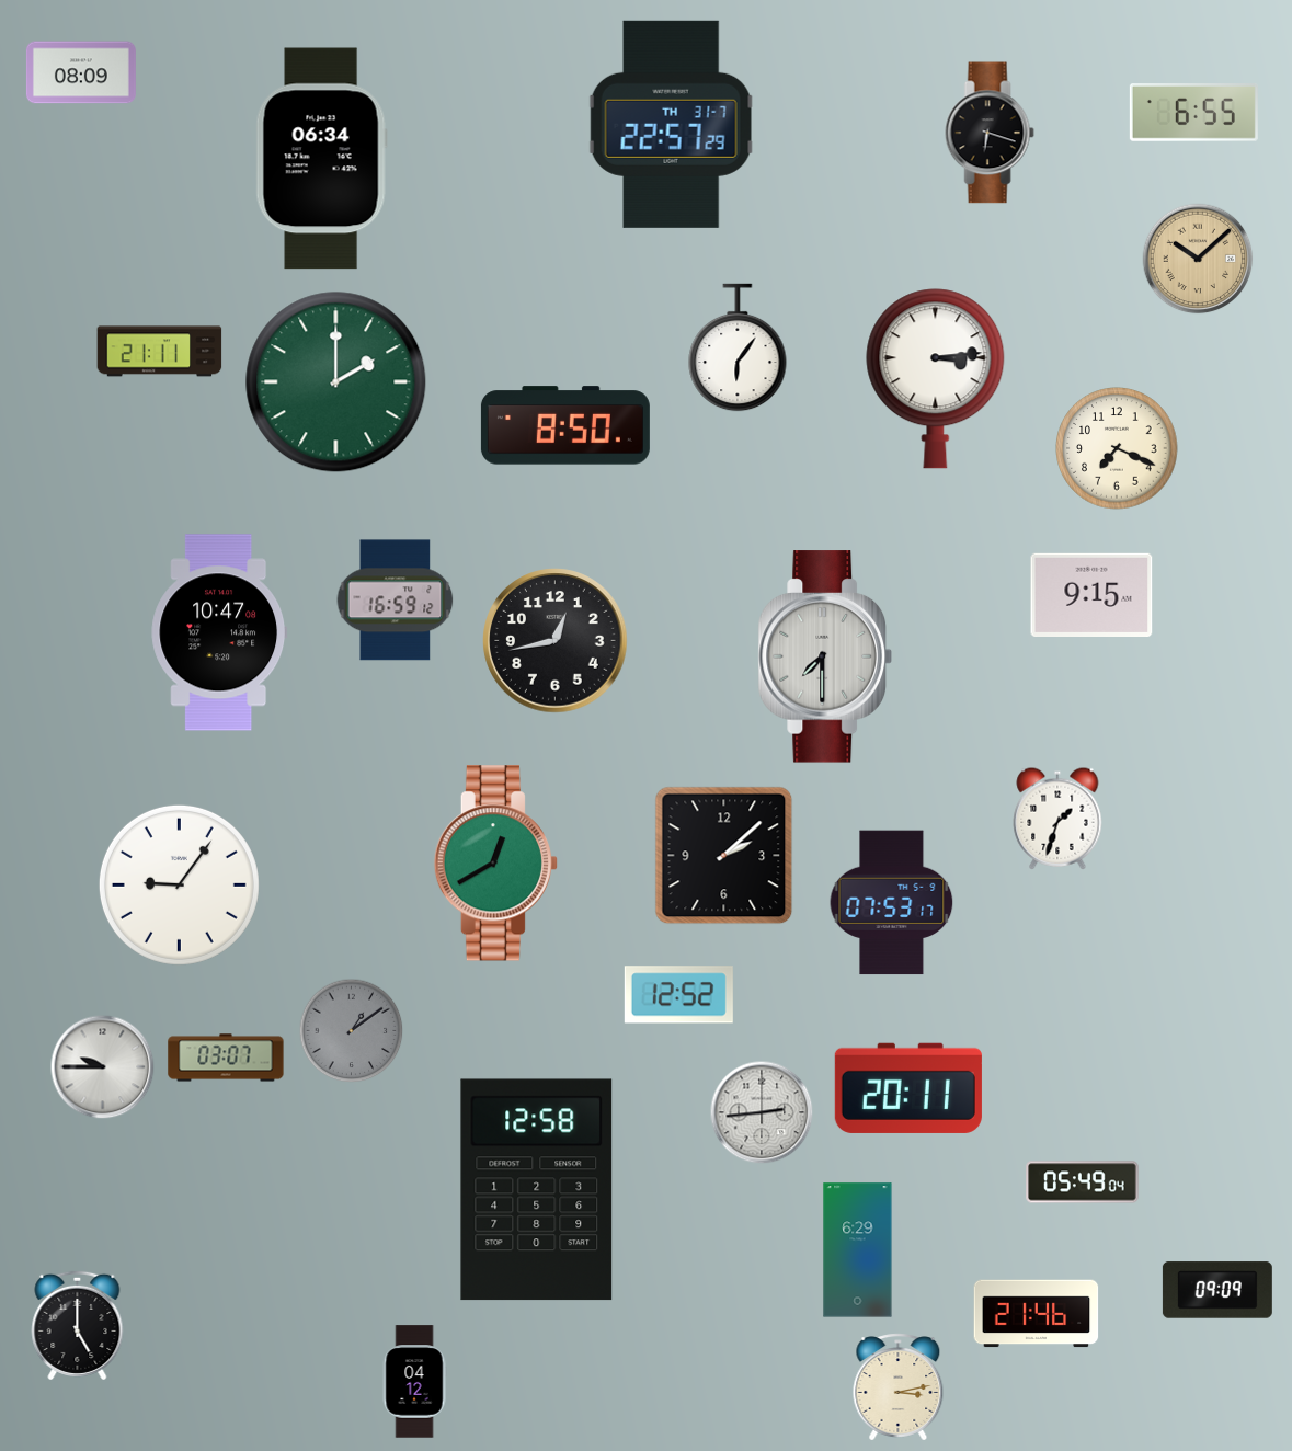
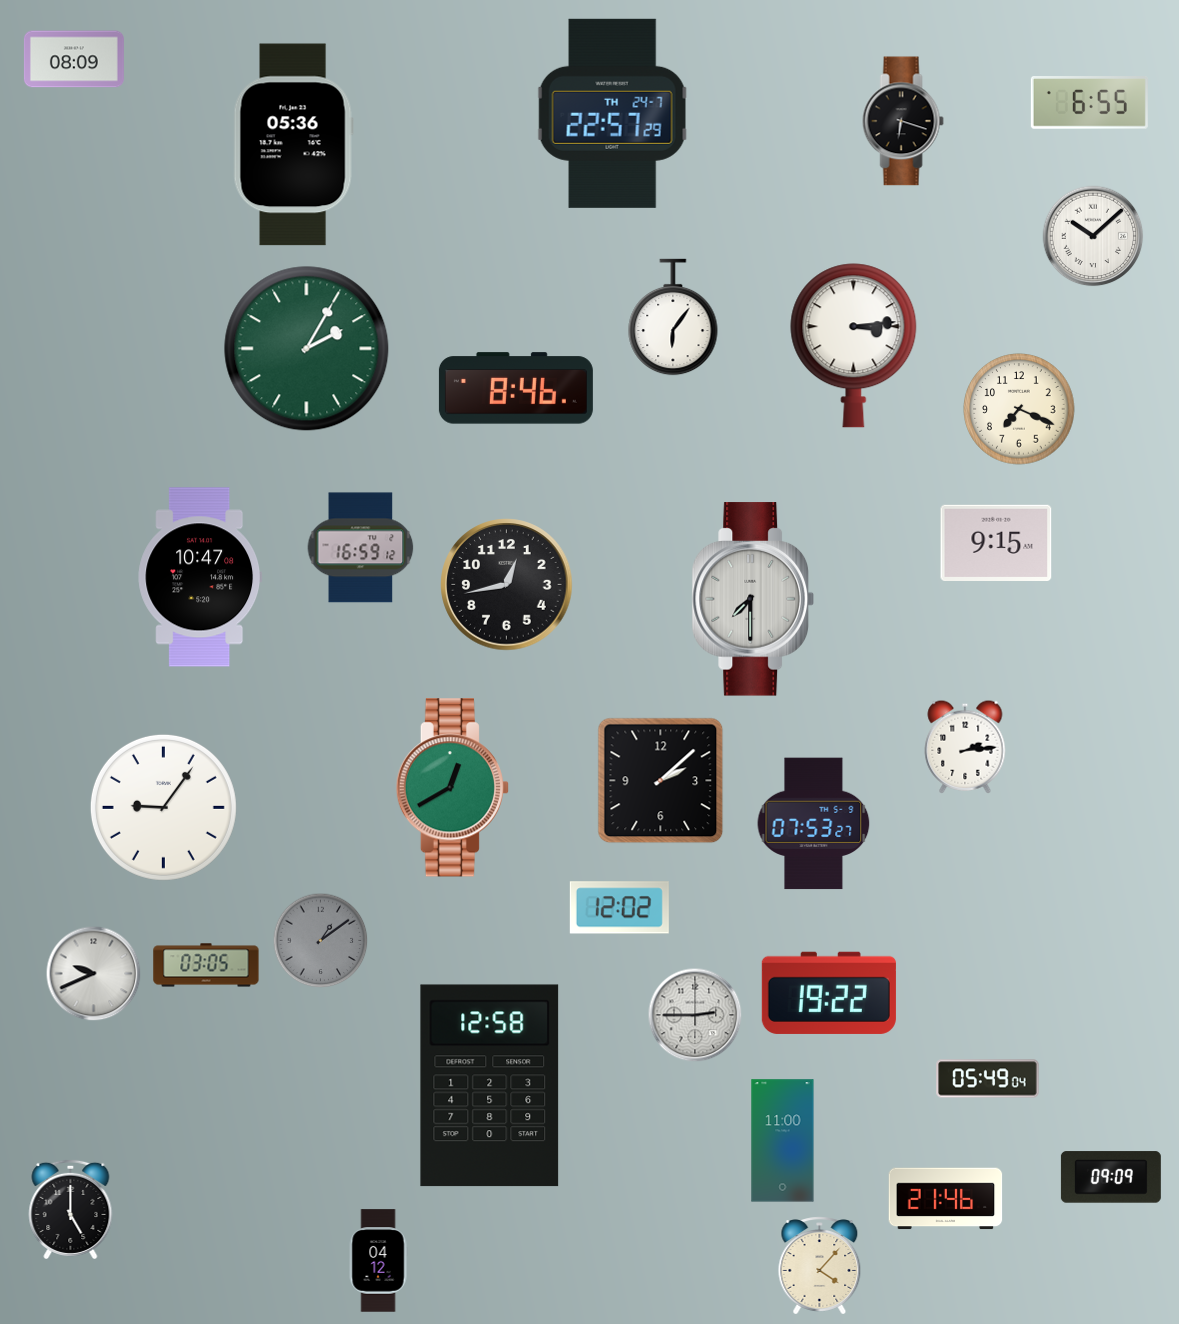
clock at (81, 72) position: (81, 72) -> (74, 59)
clock at (671, 124) date: TH 31-7 -> TH 24-7
clock at (321, 159): 06:34 -> 05:36
clock at (1198, 259) dial: champagne -> white
clock at (160, 352): 21:11 -> none
clock at (336, 382): 2:00 -> 2:05
clock at (565, 425): 8:50 -> 8:46
clock at (1057, 819): 1:33 -> 2:14
clock at (892, 903): 07:53:17 -> 07:53:27
clock at (678, 995): 12:52 -> 12:02
clock at (226, 1058): 03:07 -> 03:05
clock at (103, 1067): 9:45 -> 9:41
clock at (908, 1088): 20:11 -> 19:22
clock at (762, 1112): 2:44 -> 2:45
clock at (858, 1250): 6:29 -> 11:00
clock at (899, 1387): 3:13 -> 4:07
